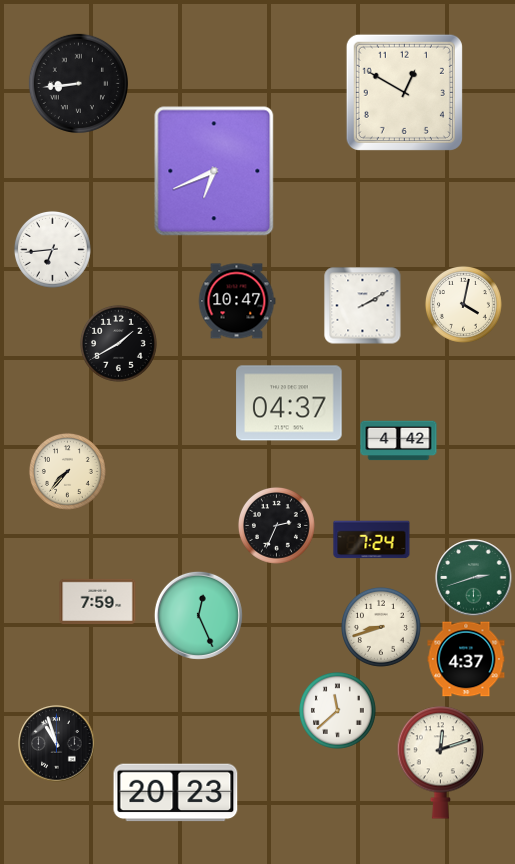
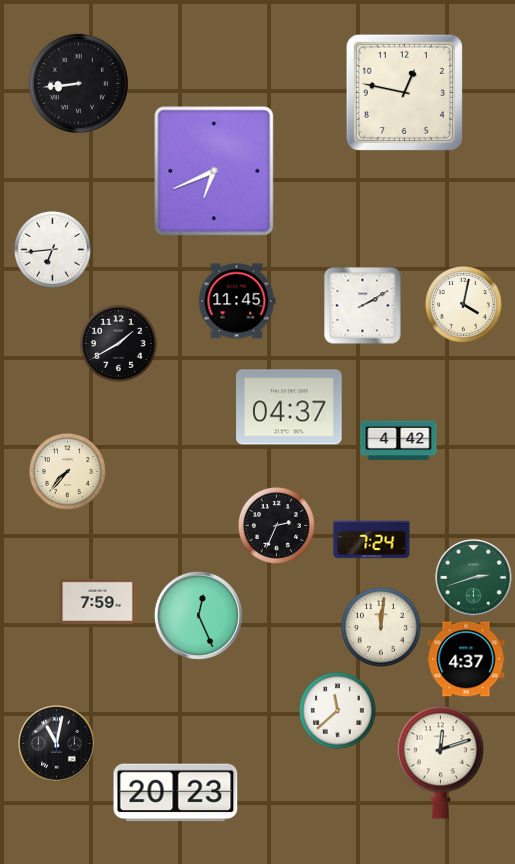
clock at (404, 92): 12:50 -> 12:47
clock at (237, 301): 10:47 -> 11:45
clock at (289, 403) position: (289, 403) -> (289, 407)
clock at (381, 627): 8:42 -> 12:01
clock at (57, 744): 10:57 -> 11:02
